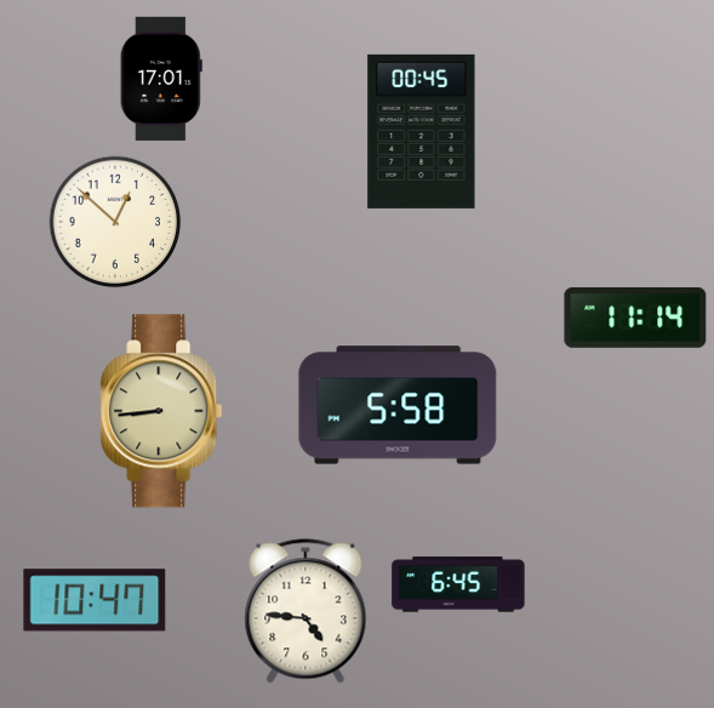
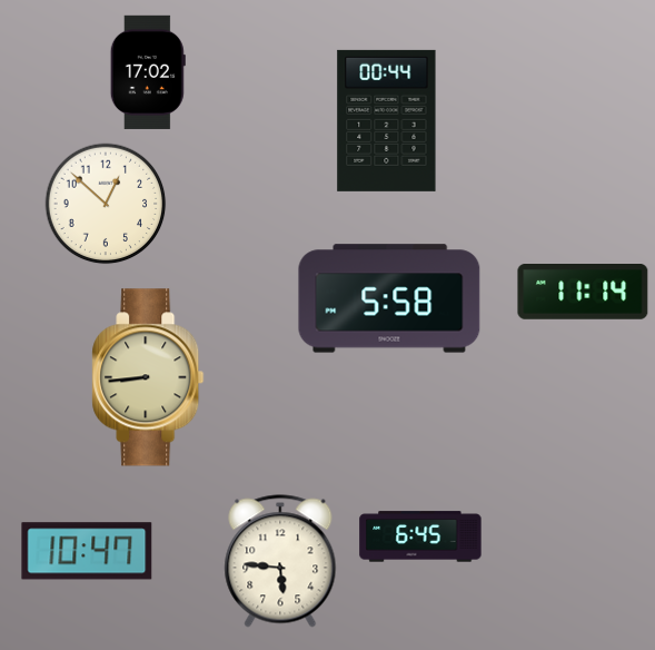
clock at (161, 79): 17:01 -> 17:02
clock at (422, 131): 00:45 -> 00:44
clock at (398, 405) position: (398, 405) -> (389, 298)
clock at (305, 611): 4:46 -> 5:46
